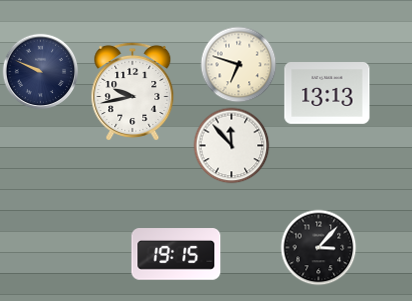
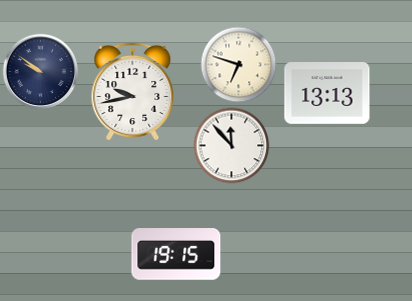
clock at (41, 72): 9:49 -> 9:51
clock at (319, 248): 3:07 -> none
